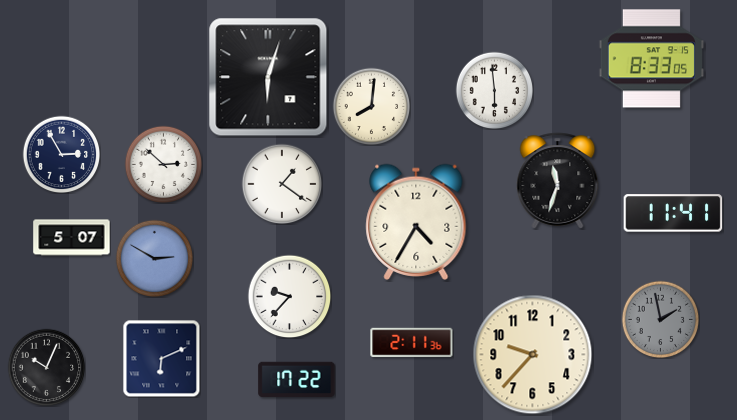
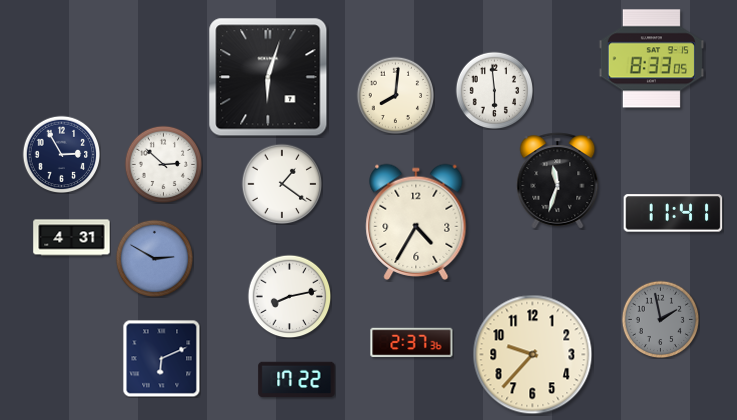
clock at (371, 106) position: (371, 106) -> (395, 95)
clock at (72, 238): 5:07 -> 4:31
clock at (289, 296): 9:37 -> 8:13
clock at (412, 343): 2:11 -> 2:37
clock at (46, 367): 10:04 -> none
